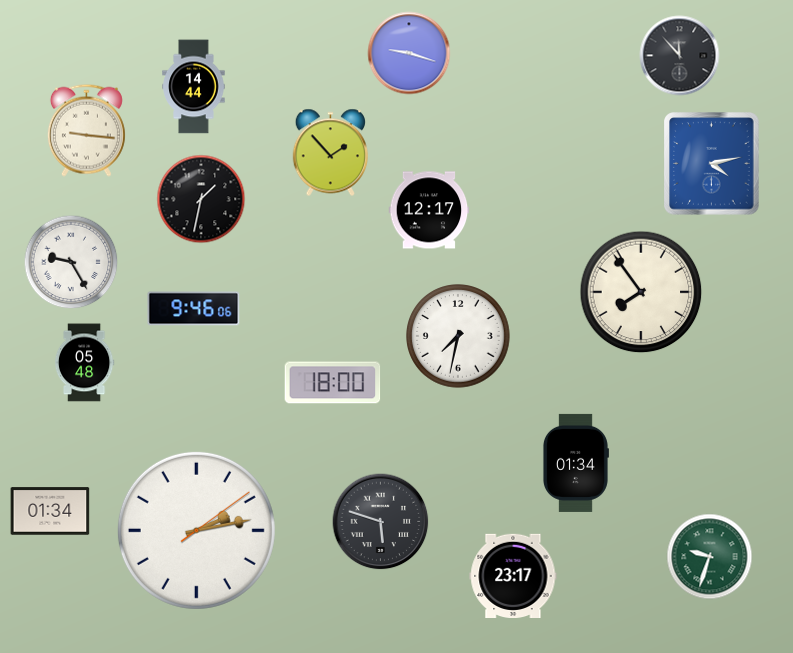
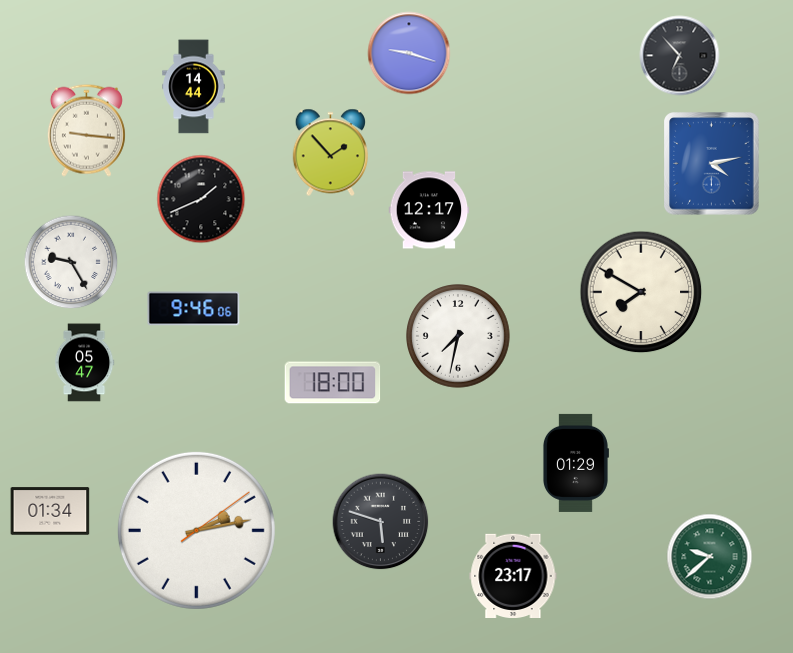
clock at (680, 56): 11:53 -> 6:53
clock at (201, 199): 1:32 -> 1:41
clock at (641, 292): 7:54 -> 7:50
clock at (84, 363): 05:48 -> 05:47
clock at (575, 463): 01:34 -> 01:29
clock at (710, 557): 9:33 -> 9:38
